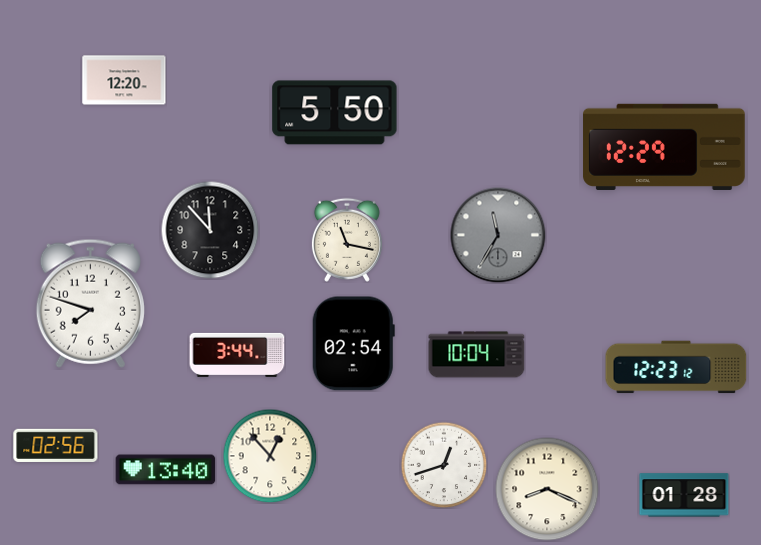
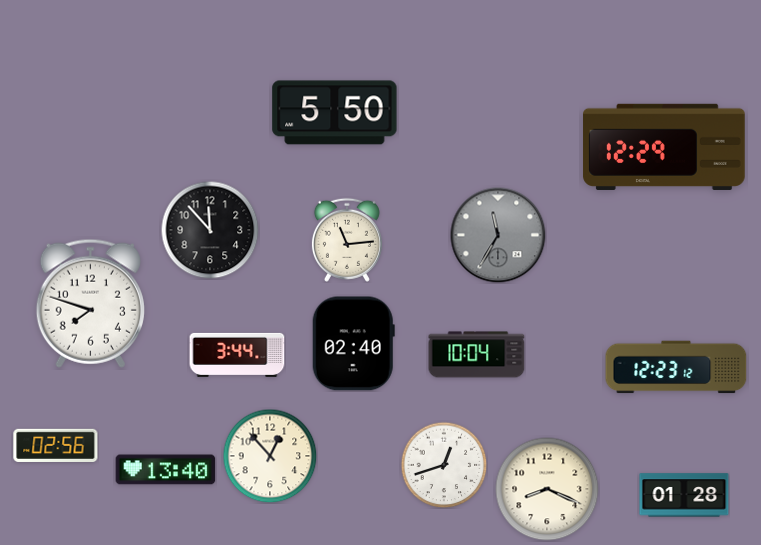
clock at (124, 80): 12:20 -> none
clock at (347, 240): 11:17 -> 11:14
clock at (353, 344): 02:54 -> 02:40
